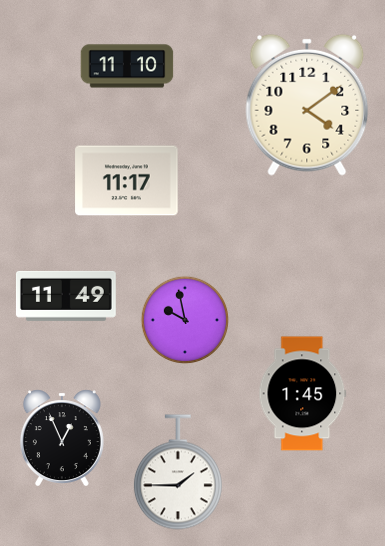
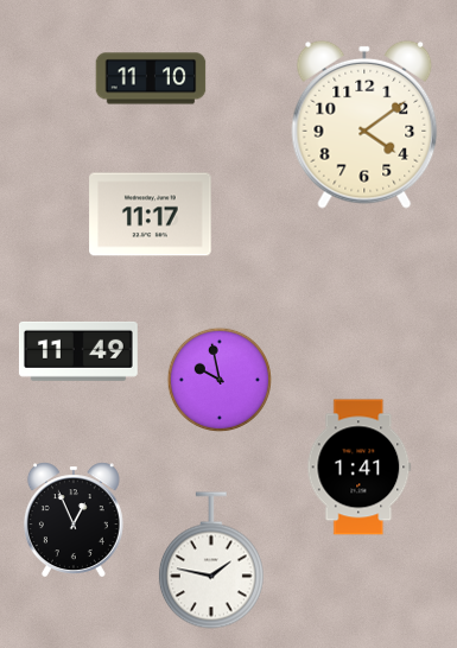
clock at (303, 394): 1:45 -> 1:41
clock at (178, 472): 1:45 -> 1:47
